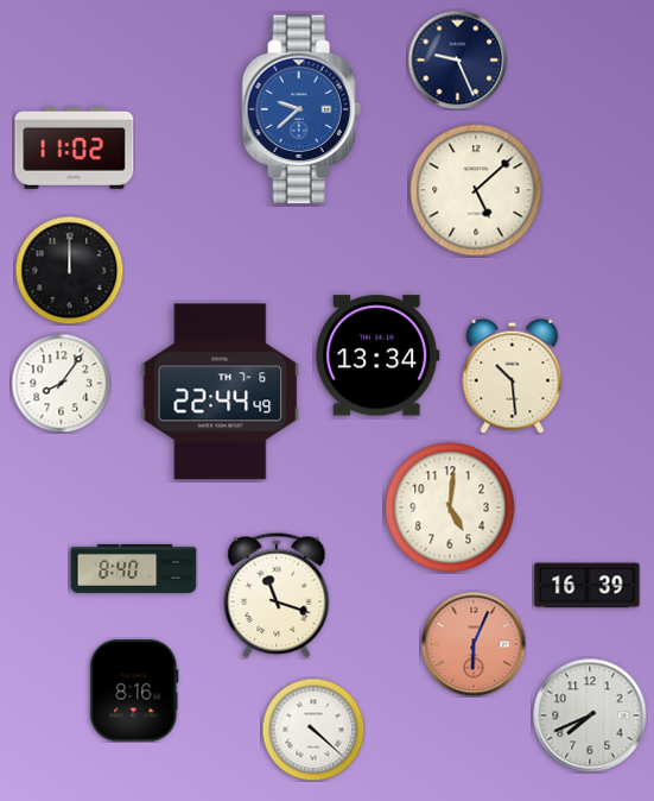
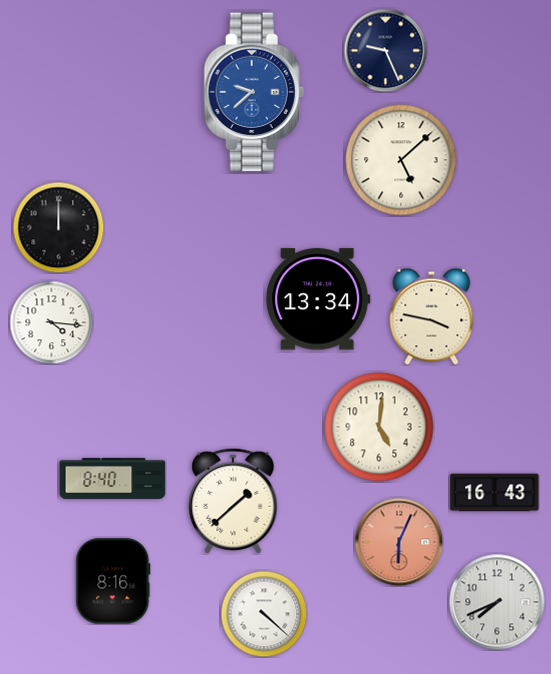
clock at (75, 147): 11:02 -> none
clock at (513, 376): 10:29 -> 3:47
clock at (61, 383): 8:06 -> 4:16
clock at (221, 392): 22:44 -> none
clock at (588, 586): 16:39 -> 16:43
clock at (277, 595): 11:18 -> 1:38
